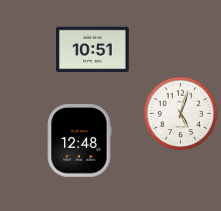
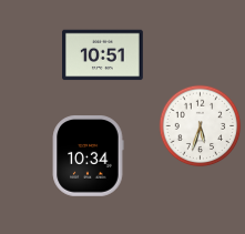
clock at (181, 114): 5:03 -> 5:33
clock at (79, 141): 12:48 -> 10:34
